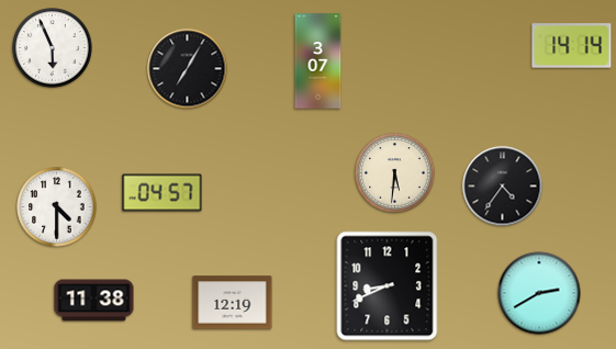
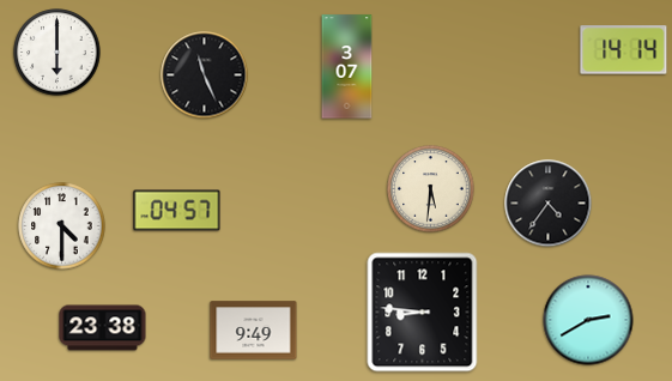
clock at (53, 48): 5:56 -> 6:00
clock at (188, 69): 7:05 -> 11:26
clock at (388, 286): 8:41 -> 8:46
clock at (94, 301): 11:38 -> 23:38
clock at (233, 303): 12:19 -> 9:49
